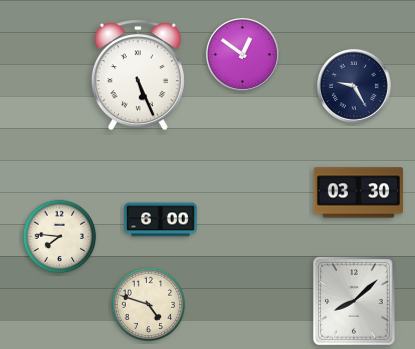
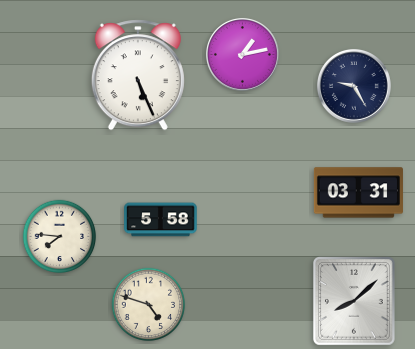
clock at (242, 54): 12:51 -> 1:13
clock at (358, 193): 03:30 -> 03:31
clock at (161, 220): 6:00 -> 5:58
